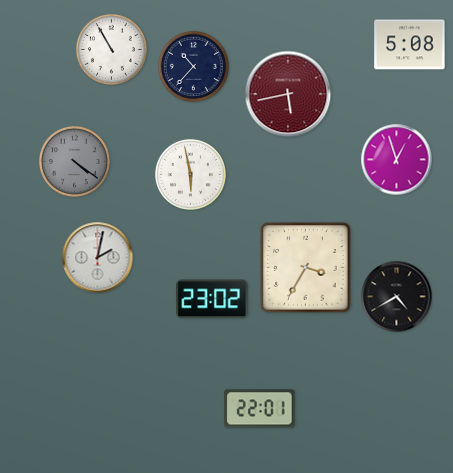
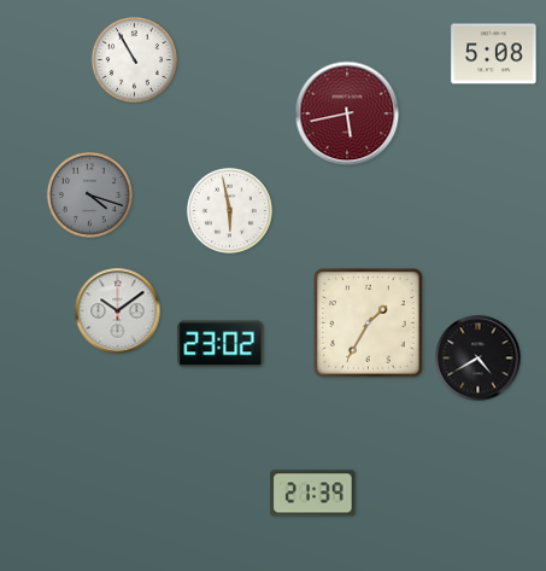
clock at (193, 66): 10:37 -> none
clock at (397, 160): 12:57 -> none
clock at (74, 161): 4:21 -> 4:18
clock at (98, 258): 2:02 -> 10:09
clock at (306, 268): 3:35 -> 1:35
clock at (212, 299) position: (212, 299) -> (221, 344)
clock at (260, 409): 22:01 -> 21:39
